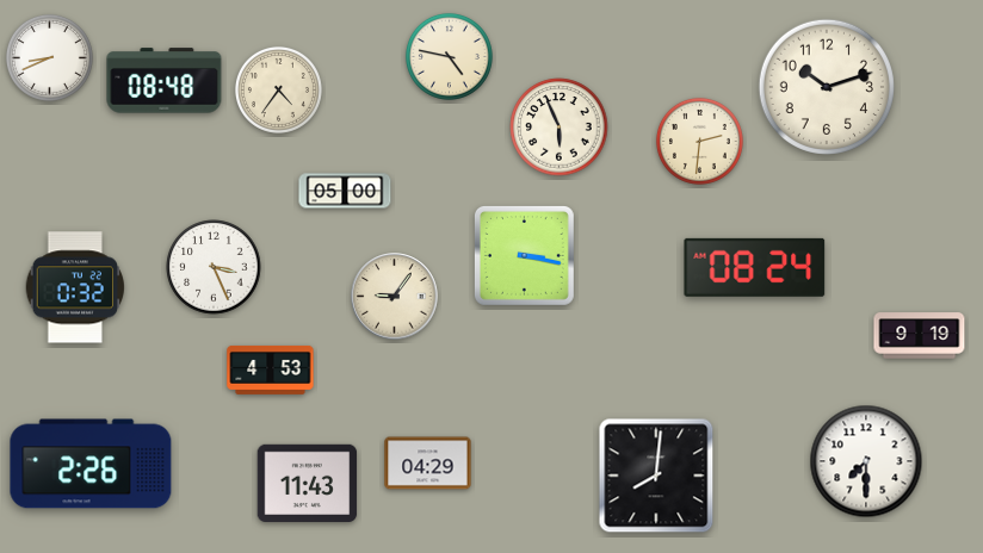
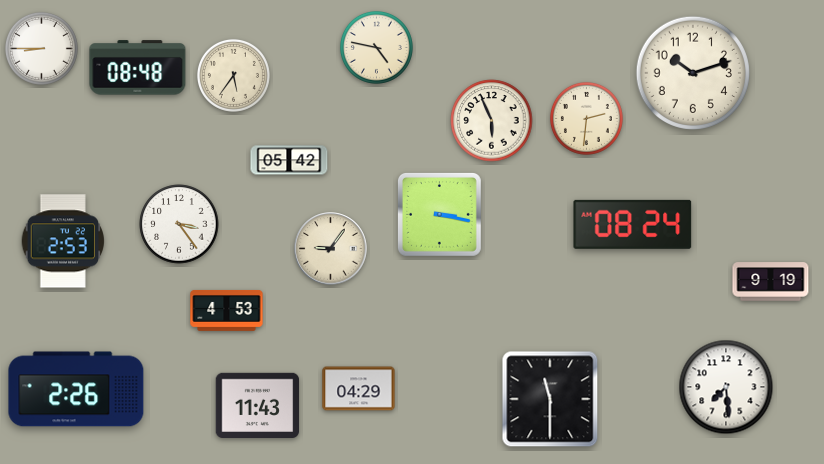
clock at (49, 57): 8:41 -> 8:45
clock at (278, 89): 4:36 -> 5:36
clock at (559, 128) position: (559, 128) -> (492, 121)
clock at (345, 191): 05:00 -> 05:42
clock at (214, 267): 3:26 -> 3:24
clock at (75, 287): 0:32 -> 2:53
clock at (866, 461): 7:30 -> 7:29
clock at (656, 476): 8:01 -> 11:30
